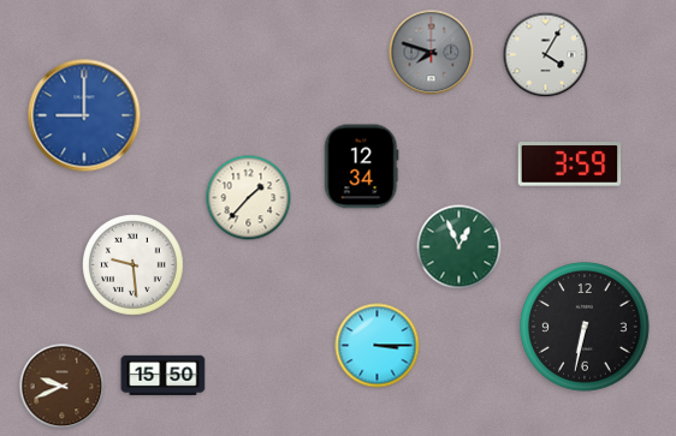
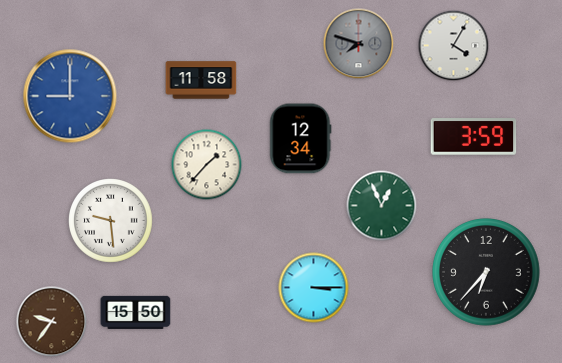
clock at (201, 80): none -> 11:58
clock at (586, 328): 6:32 -> 6:37
clock at (63, 387): 9:41 -> 9:36
